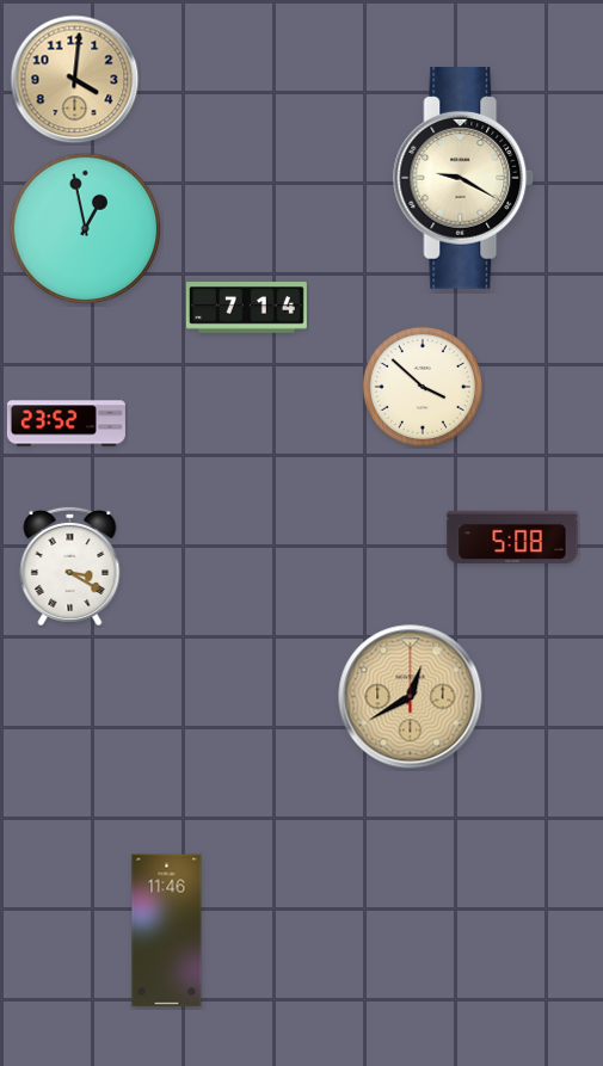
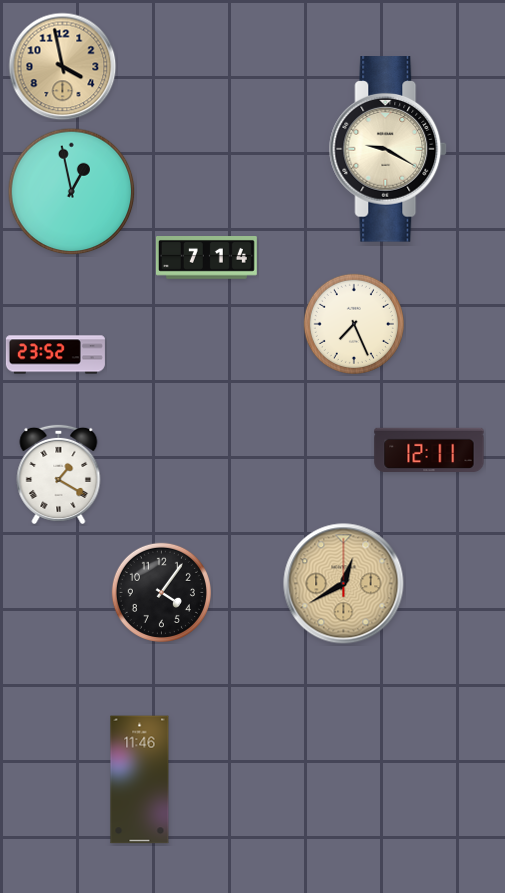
clock at (75, 80): 4:01 -> 3:58
clock at (423, 387): 3:52 -> 7:26
clock at (512, 537): 5:08 -> 12:11
clock at (70, 566): 3:20 -> 1:20
clock at (161, 592): none -> 4:06
